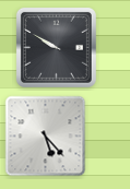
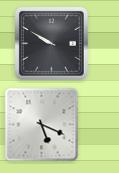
clock at (46, 137): 5:23 -> 5:19
